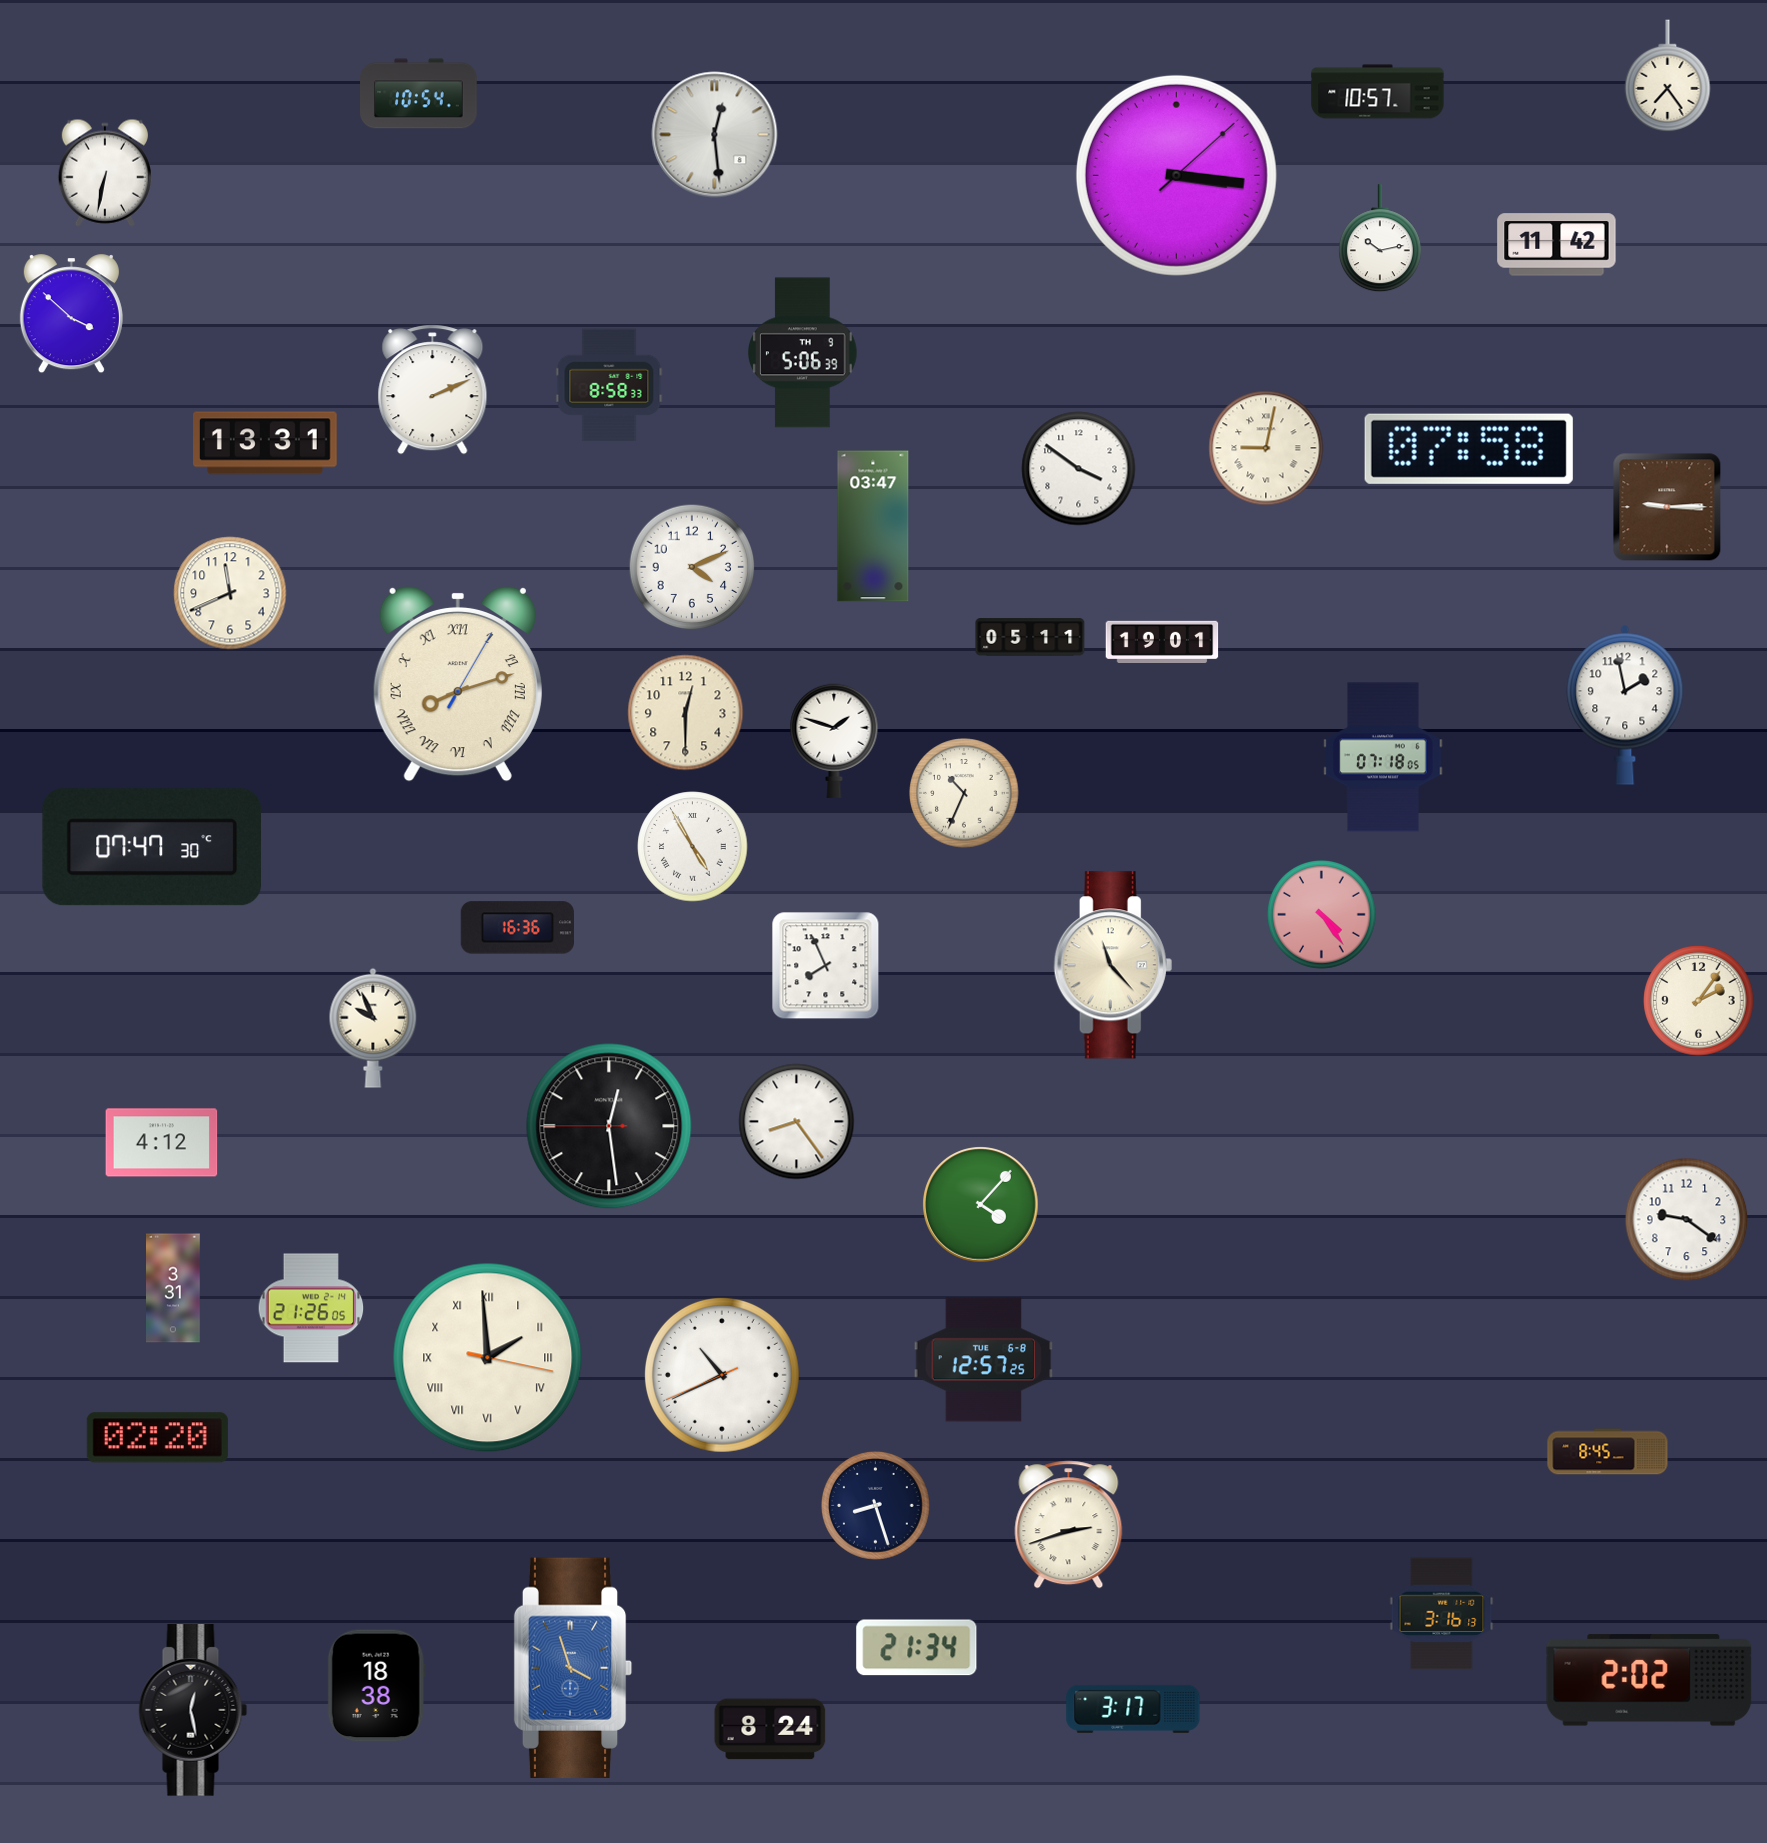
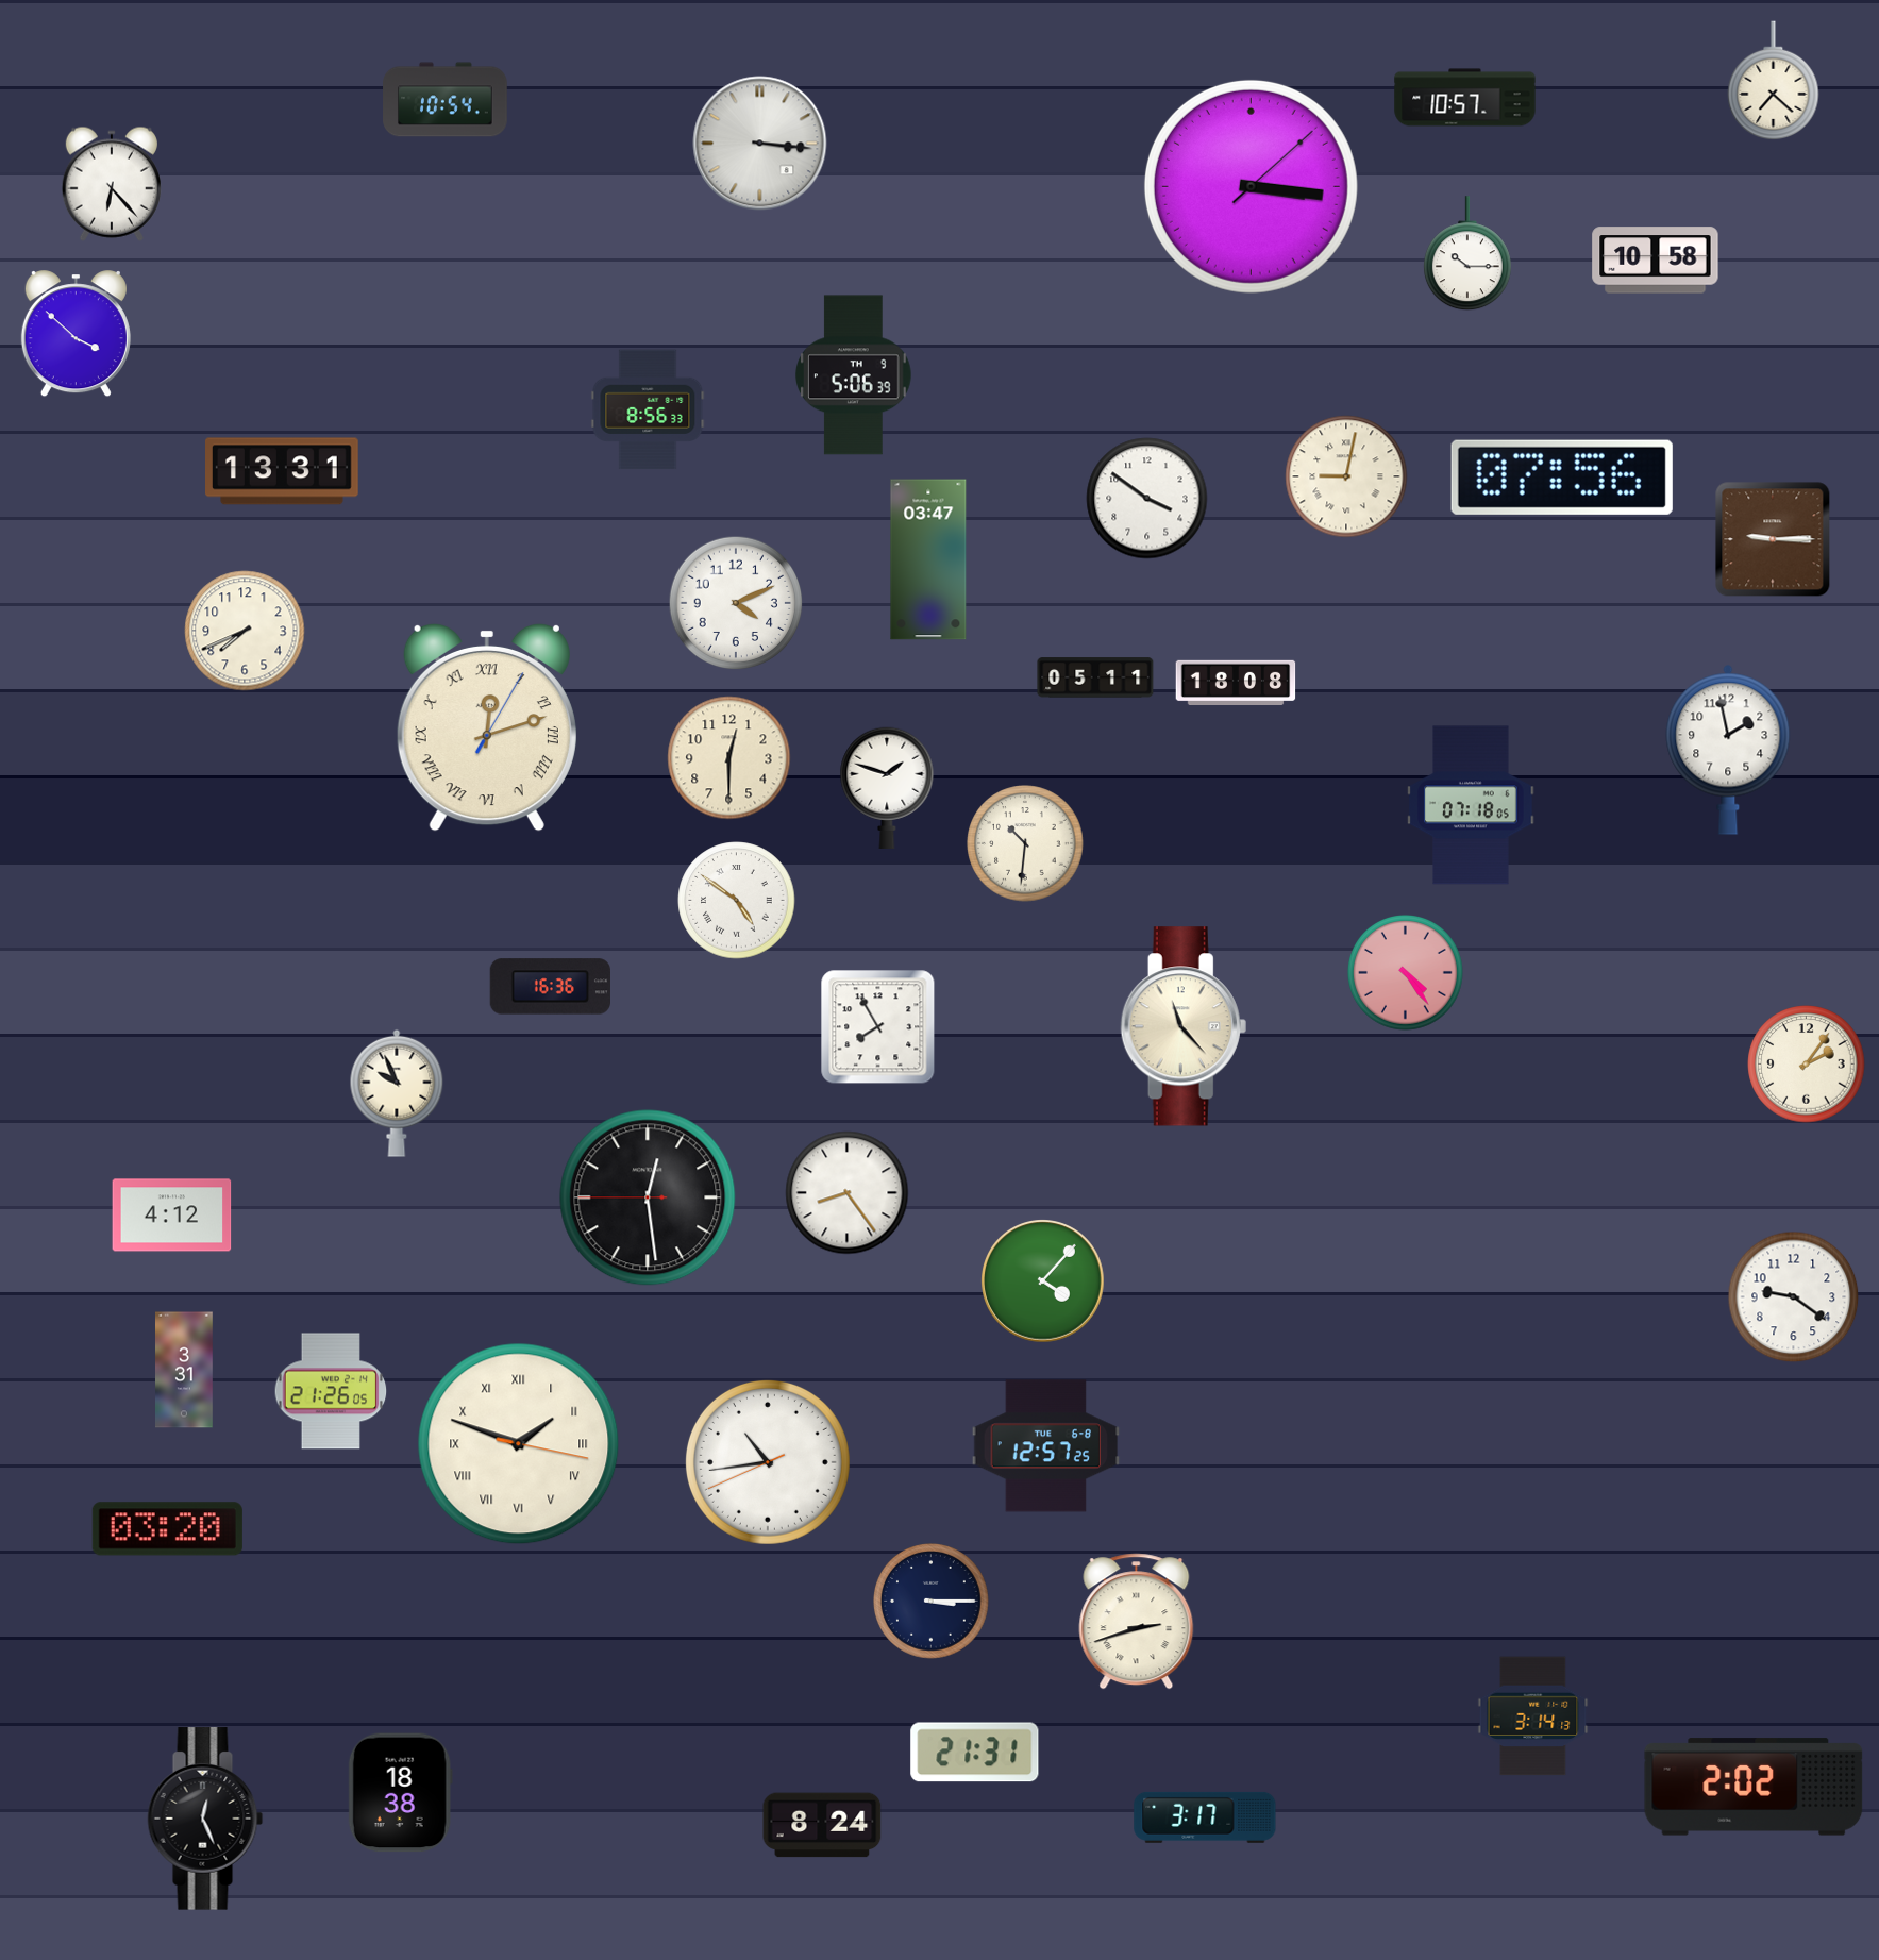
clock at (1668, 76): 7:24 -> 7:22
clock at (715, 135): 12:29 -> 3:16
clock at (105, 173): 6:32 -> 6:23
clock at (1380, 239): 10:13 -> 10:15
clock at (1557, 245): 11:42 -> 10:58
clock at (609, 385): 8:58 -> 8:56
clock at (433, 390): 2:11 -> none
clock at (1469, 449): 07:58 -> 07:56
clock at (230, 593): 11:41 -> 7:41
clock at (1162, 641): 19:01 -> 18:08
clock at (458, 684): 8:12 -> 12:12
clock at (964, 793): 10:34 -> 10:31
clock at (152, 847): 07:47 -> none
clock at (693, 847): 4:55 -> 4:51
clock at (826, 966): 7:56 -> 7:55
clock at (488, 1358): 1:59 -> 1:48
clock at (722, 1375): 10:40 -> 10:43
clock at (157, 1438): 02:20 -> 03:20
clock at (1608, 1452): 8:45 -> none
clock at (876, 1506): 8:27 -> 3:15
clock at (1442, 1614): 3:16 -> 3:14
clock at (917, 1648): 21:34 -> 21:31
clock at (573, 1668): 3:57 -> none
clock at (193, 1710): 12:28 -> 12:26
clock at (770, 1729) position: (770, 1729) -> (822, 1825)
